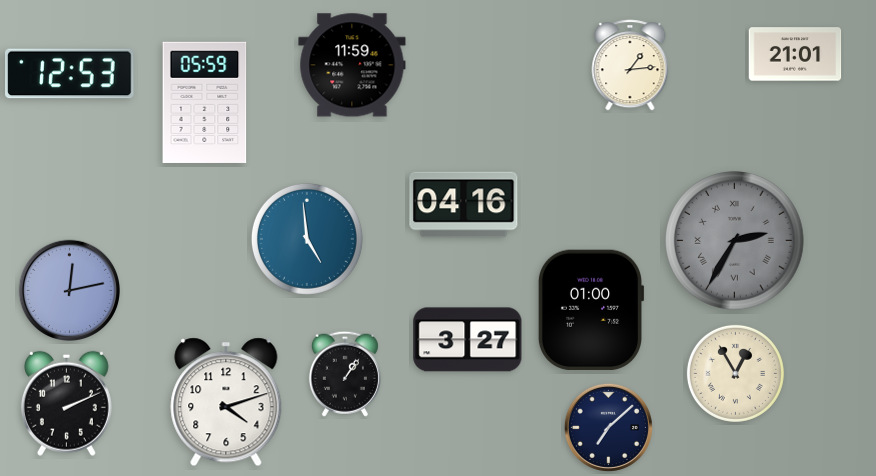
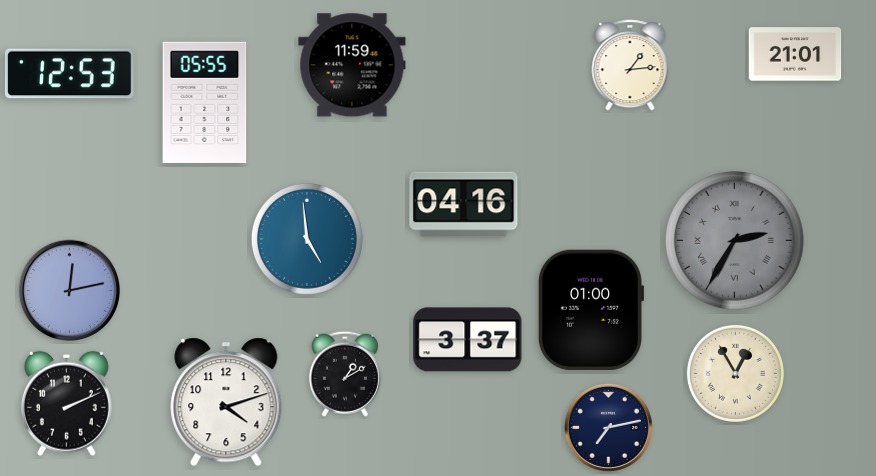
clock at (205, 102): 05:59 -> 05:55
clock at (468, 340): 3:27 -> 3:37
clock at (345, 374): 1:06 -> 1:10
clock at (608, 427): 7:08 -> 7:13
